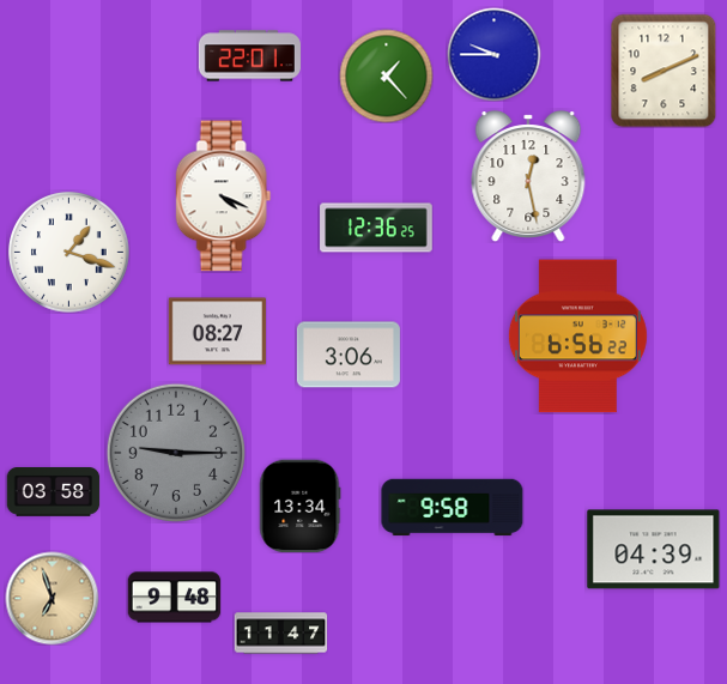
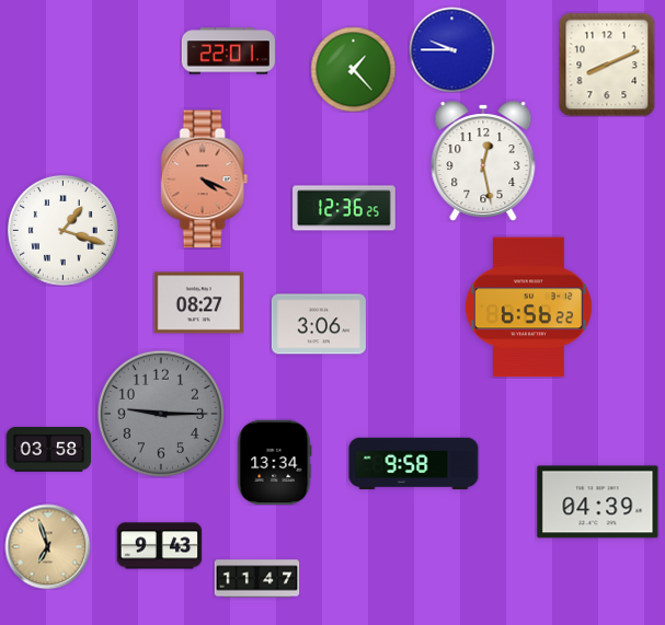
clock at (224, 196) dial: white -> salmon
clock at (174, 598): 9:48 -> 9:43
